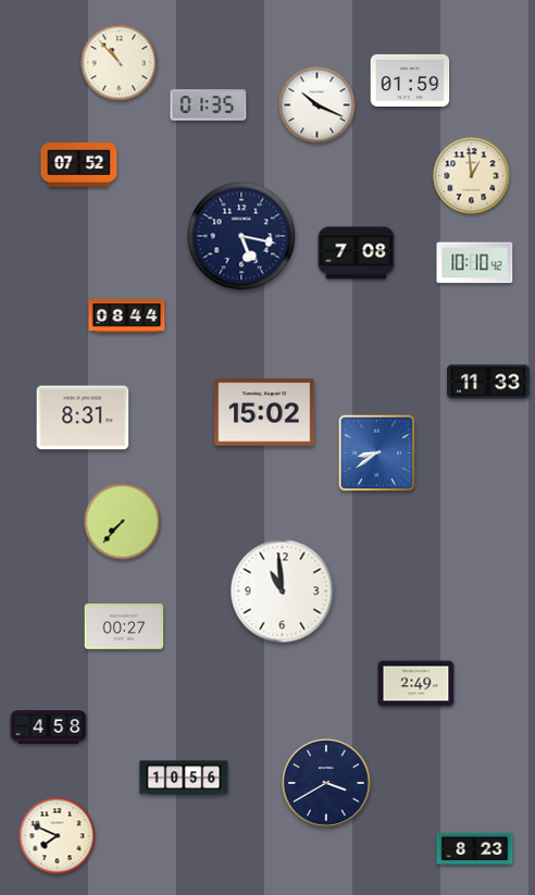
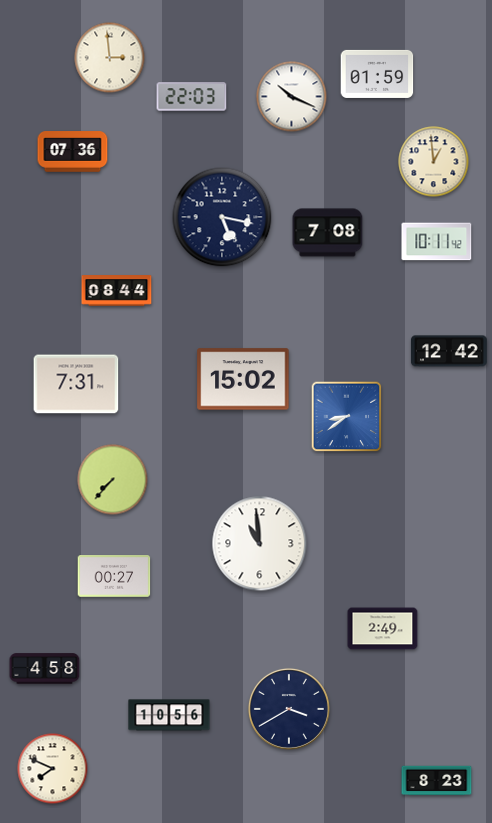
clock at (120, 63): 10:53 -> 2:59
clock at (209, 105): 01:35 -> 22:03
clock at (79, 165): 07:52 -> 07:36
clock at (475, 263): 10:10 -> 10:11
clock at (488, 382): 11:33 -> 12:42
clock at (83, 418): 8:31 -> 7:31
clock at (326, 783) position: (326, 783) -> (289, 709)
